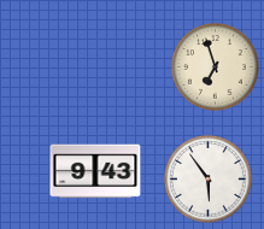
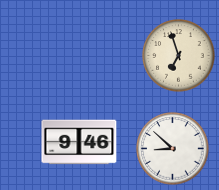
clock at (95, 171): 9:43 -> 9:46
clock at (209, 180): 5:54 -> 8:52
